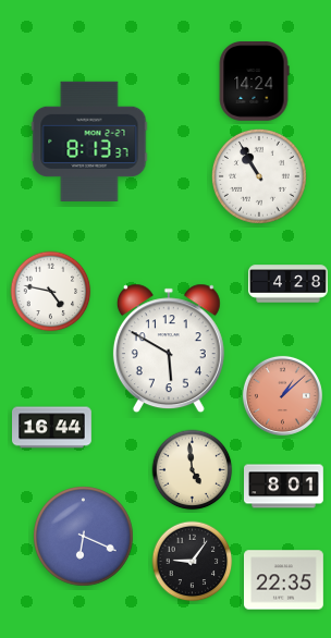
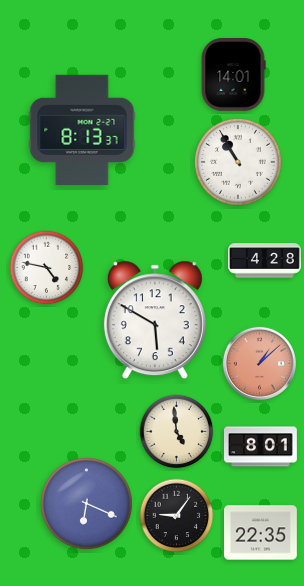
clock at (254, 82): 14:24 -> 14:01
clock at (52, 428): 16:44 -> none
clock at (84, 537) position: (84, 537) -> (87, 504)
